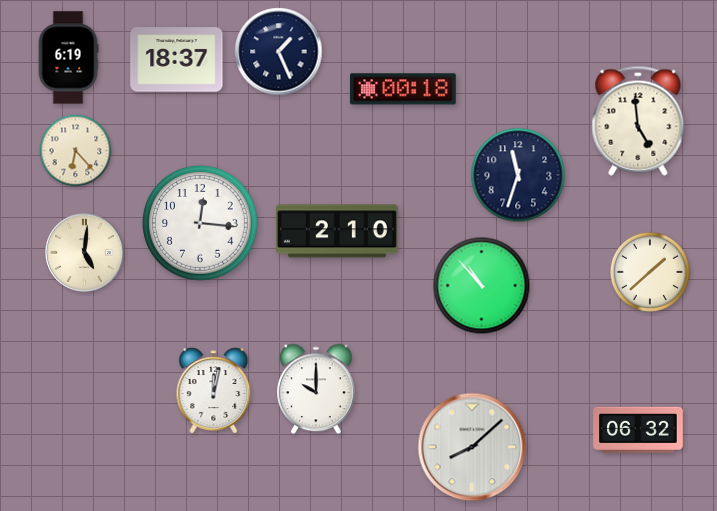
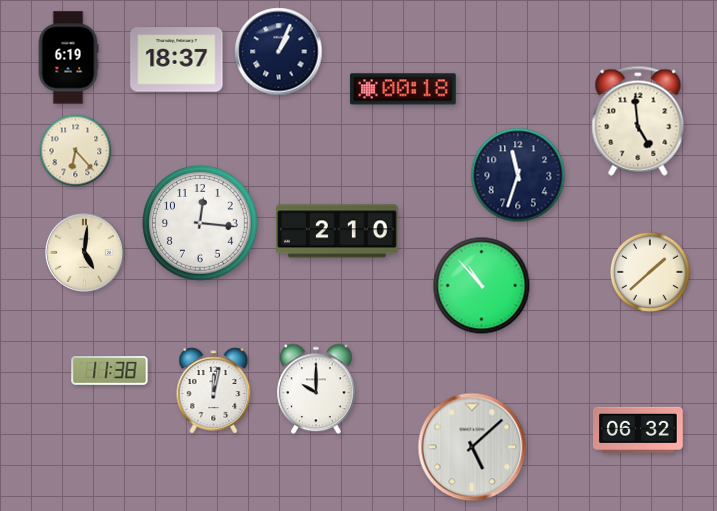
clock at (279, 52): 1:26 -> 1:04
clock at (110, 371): none -> 11:38
clock at (472, 447): 8:08 -> 5:08
